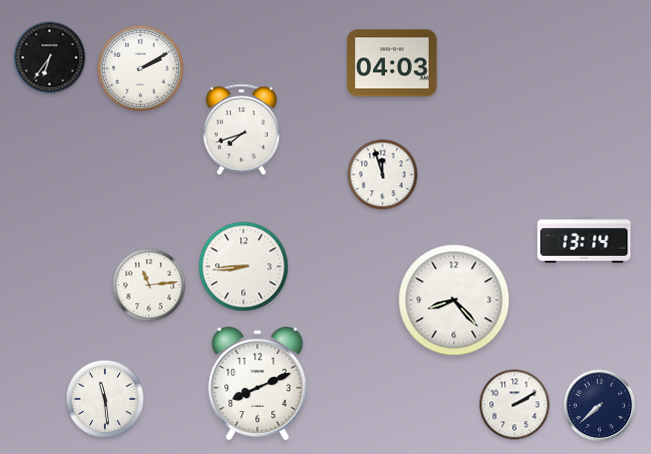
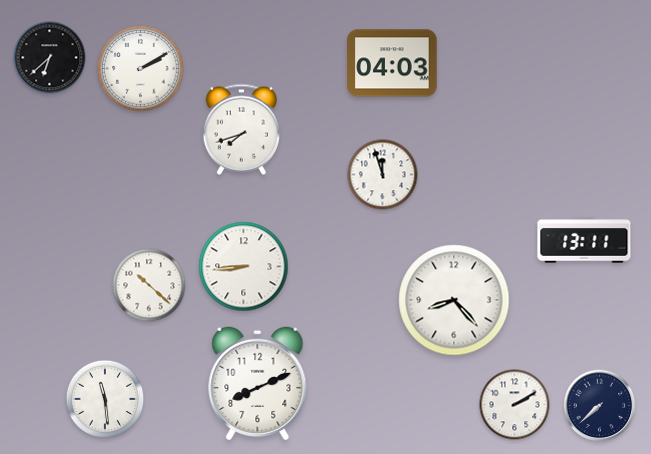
clock at (50, 58): 6:36 -> 6:38
clock at (584, 240): 13:14 -> 13:11
clock at (149, 285): 11:14 -> 10:22
